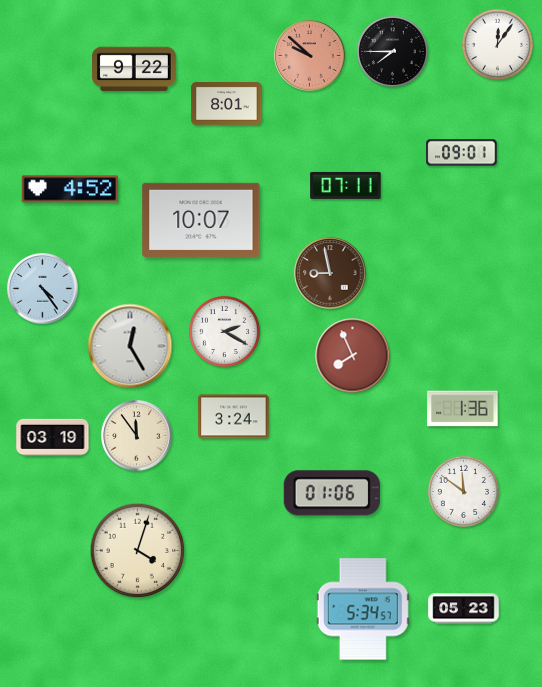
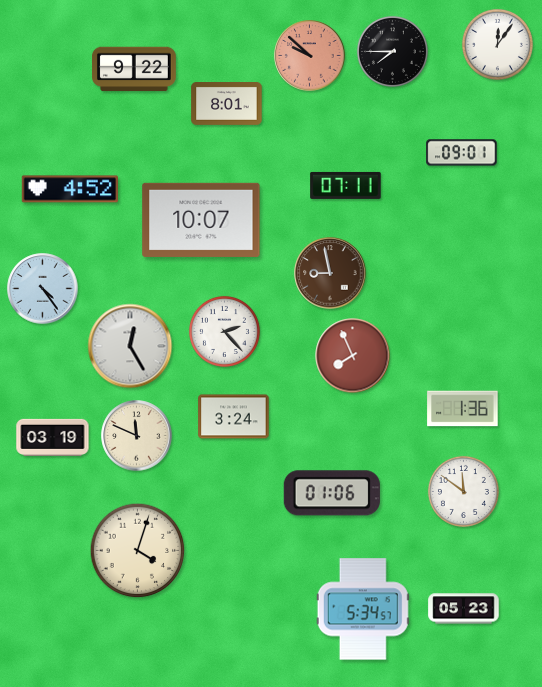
clock at (224, 331): 2:20 -> 2:23
clock at (137, 436): 11:54 -> 11:49
